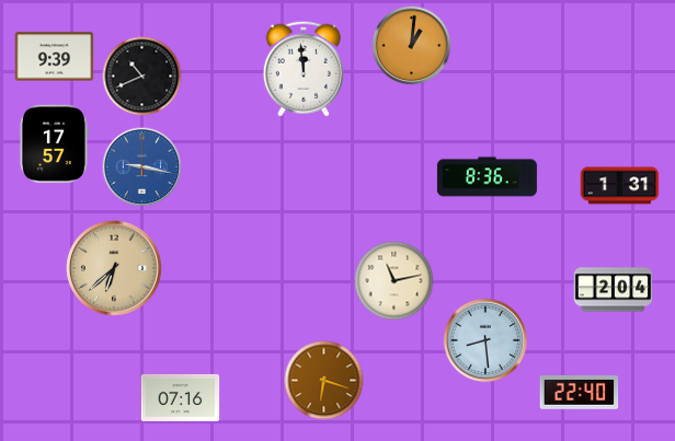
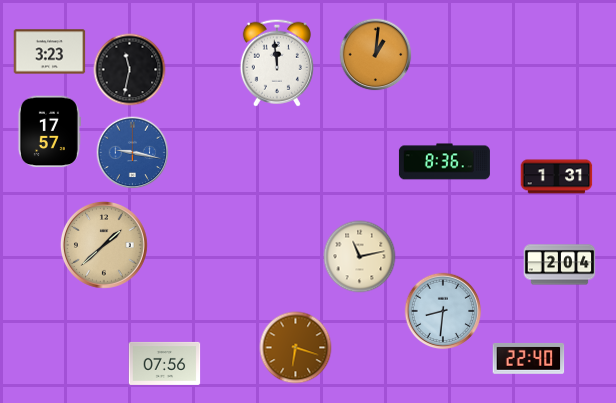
clock at (412, 46) position: (412, 46) -> (376, 55)
clock at (55, 57): 9:39 -> 3:23
clock at (142, 77): 10:41 -> 11:32
clock at (142, 167) position: (142, 167) -> (133, 153)
clock at (620, 186) position: (620, 186) -> (557, 177)
clock at (114, 268): 6:38 -> 1:38
clock at (485, 340): 8:29 -> 8:31
clock at (181, 397): 07:16 -> 07:56
